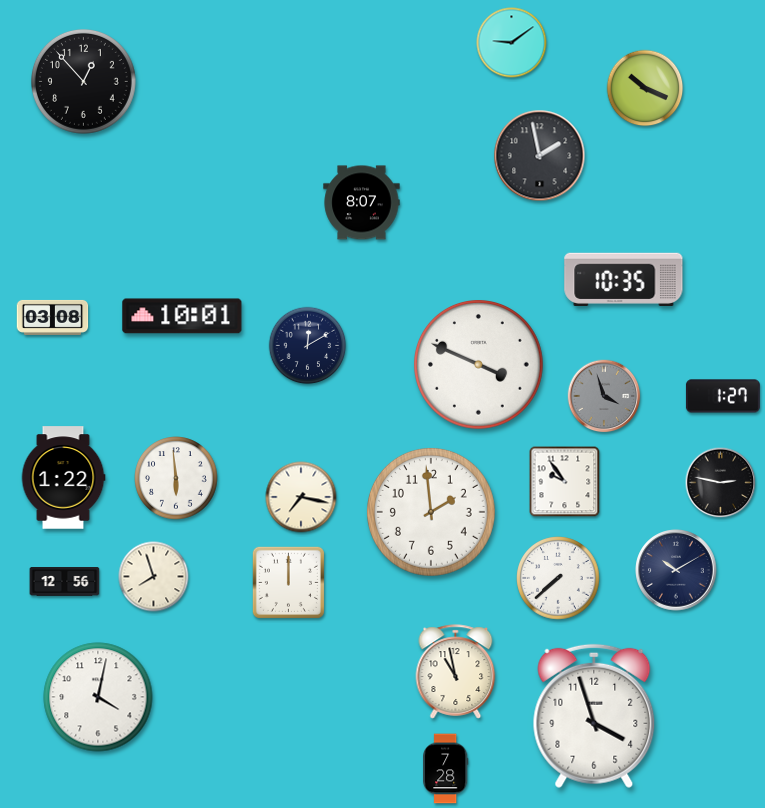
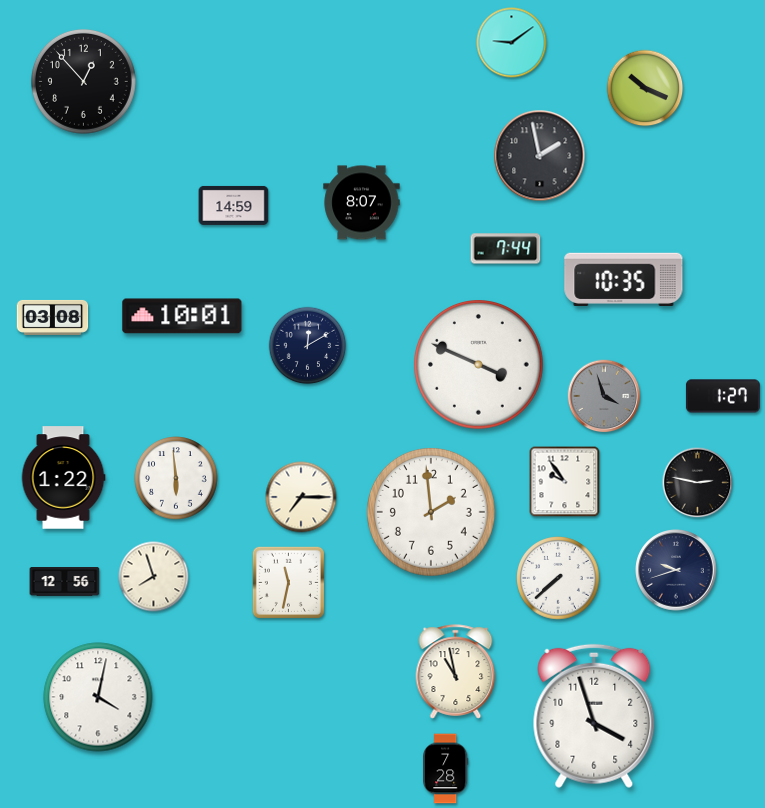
clock at (234, 205): none -> 14:59
clock at (506, 249): none -> 7:44
clock at (721, 483) position: (721, 483) -> (698, 483)
clock at (301, 497): 7:17 -> 7:15
clock at (676, 570): 10:10 -> 9:42
clock at (288, 582): 12:00 -> 11:32
